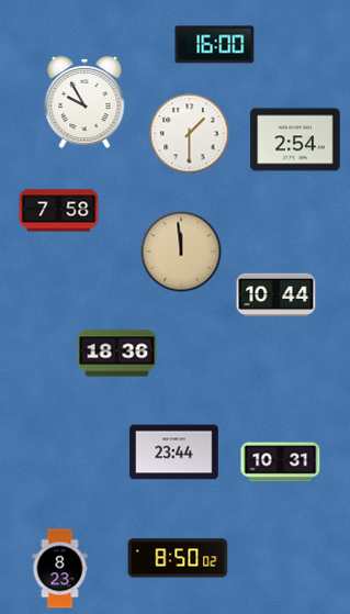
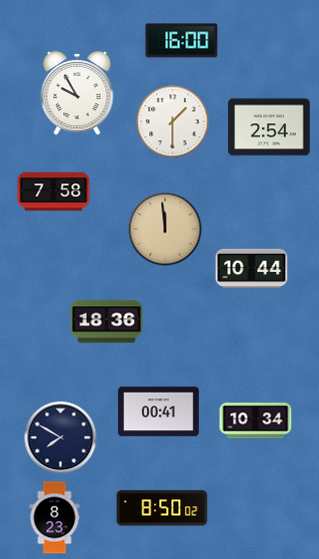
clock at (215, 45) position: (215, 45) -> (182, 41)
clock at (174, 453): 23:44 -> 00:41
clock at (281, 462): 10:31 -> 10:34
clock at (61, 438): none -> 7:50
